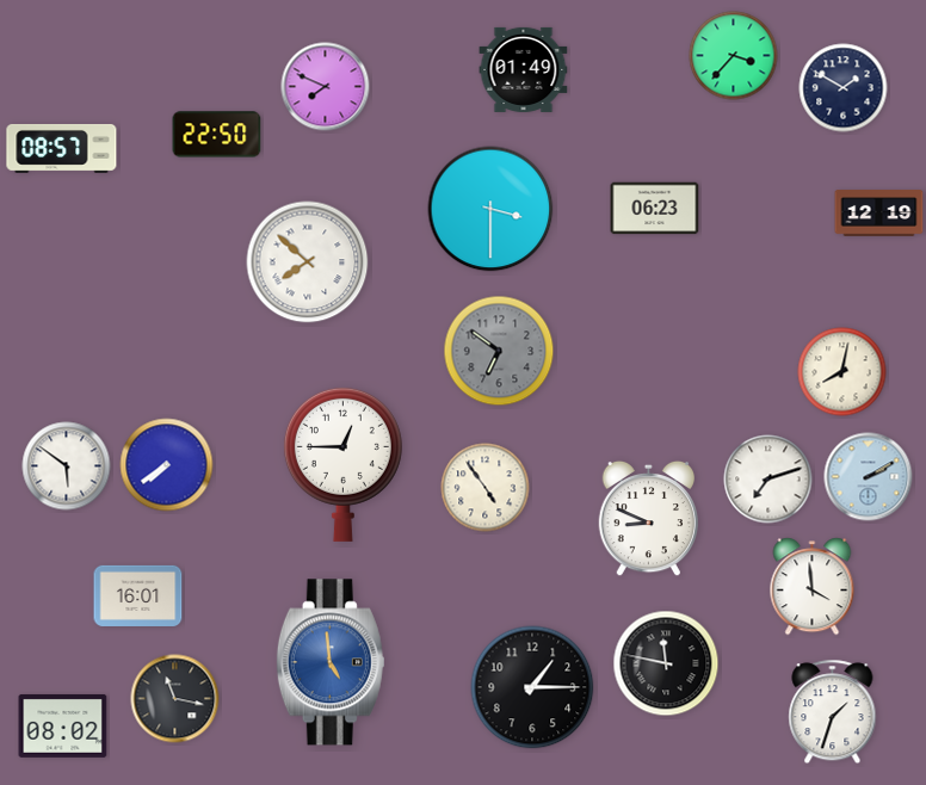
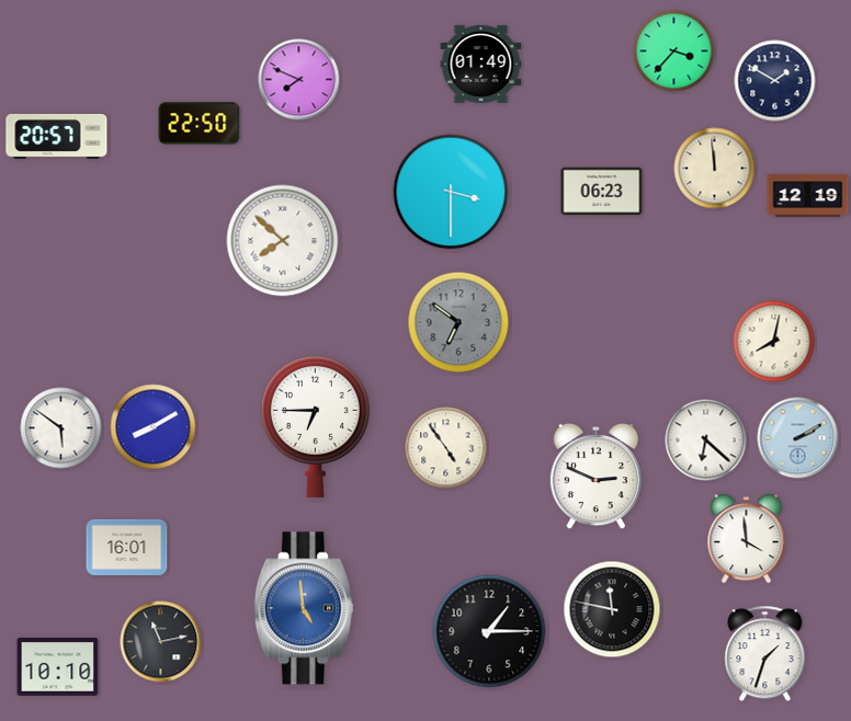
clock at (62, 148): 08:57 -> 20:57
clock at (715, 169): none -> 11:59
clock at (342, 464): 12:45 -> 6:45
clock at (167, 465): 7:39 -> 8:10
clock at (768, 480): 7:12 -> 6:22
clock at (649, 519): 8:49 -> 2:49
clock at (175, 699): 11:17 -> 11:13
clock at (63, 725): 08:02 -> 10:10
